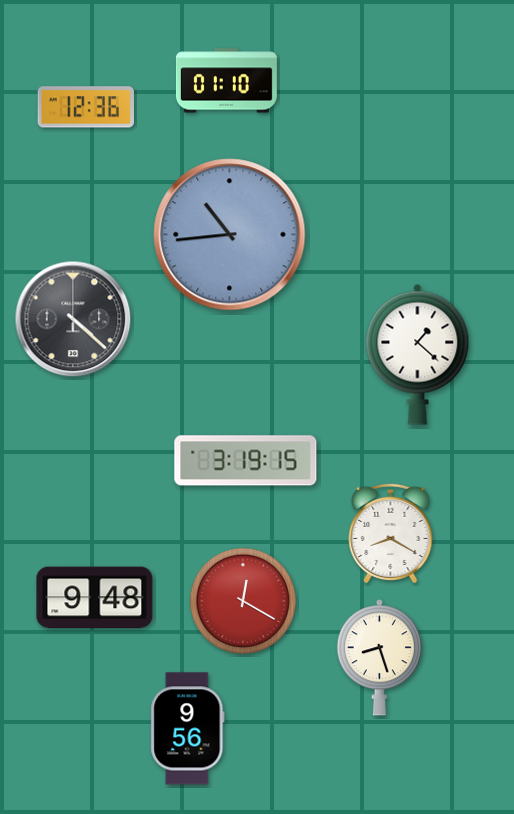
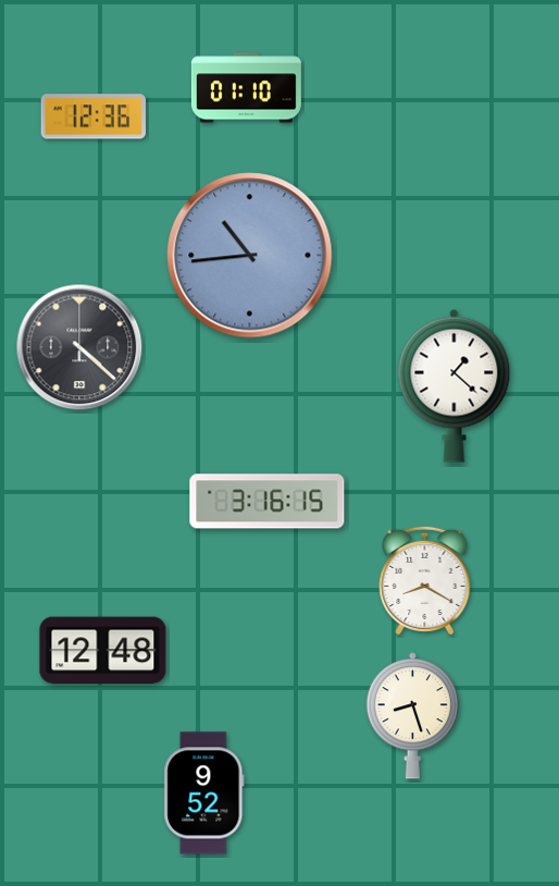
clock at (246, 461): 3:19 -> 3:16
clock at (95, 598): 9:48 -> 12:48
clock at (243, 601): 12:20 -> none
clock at (188, 729): 9:56 -> 9:52
